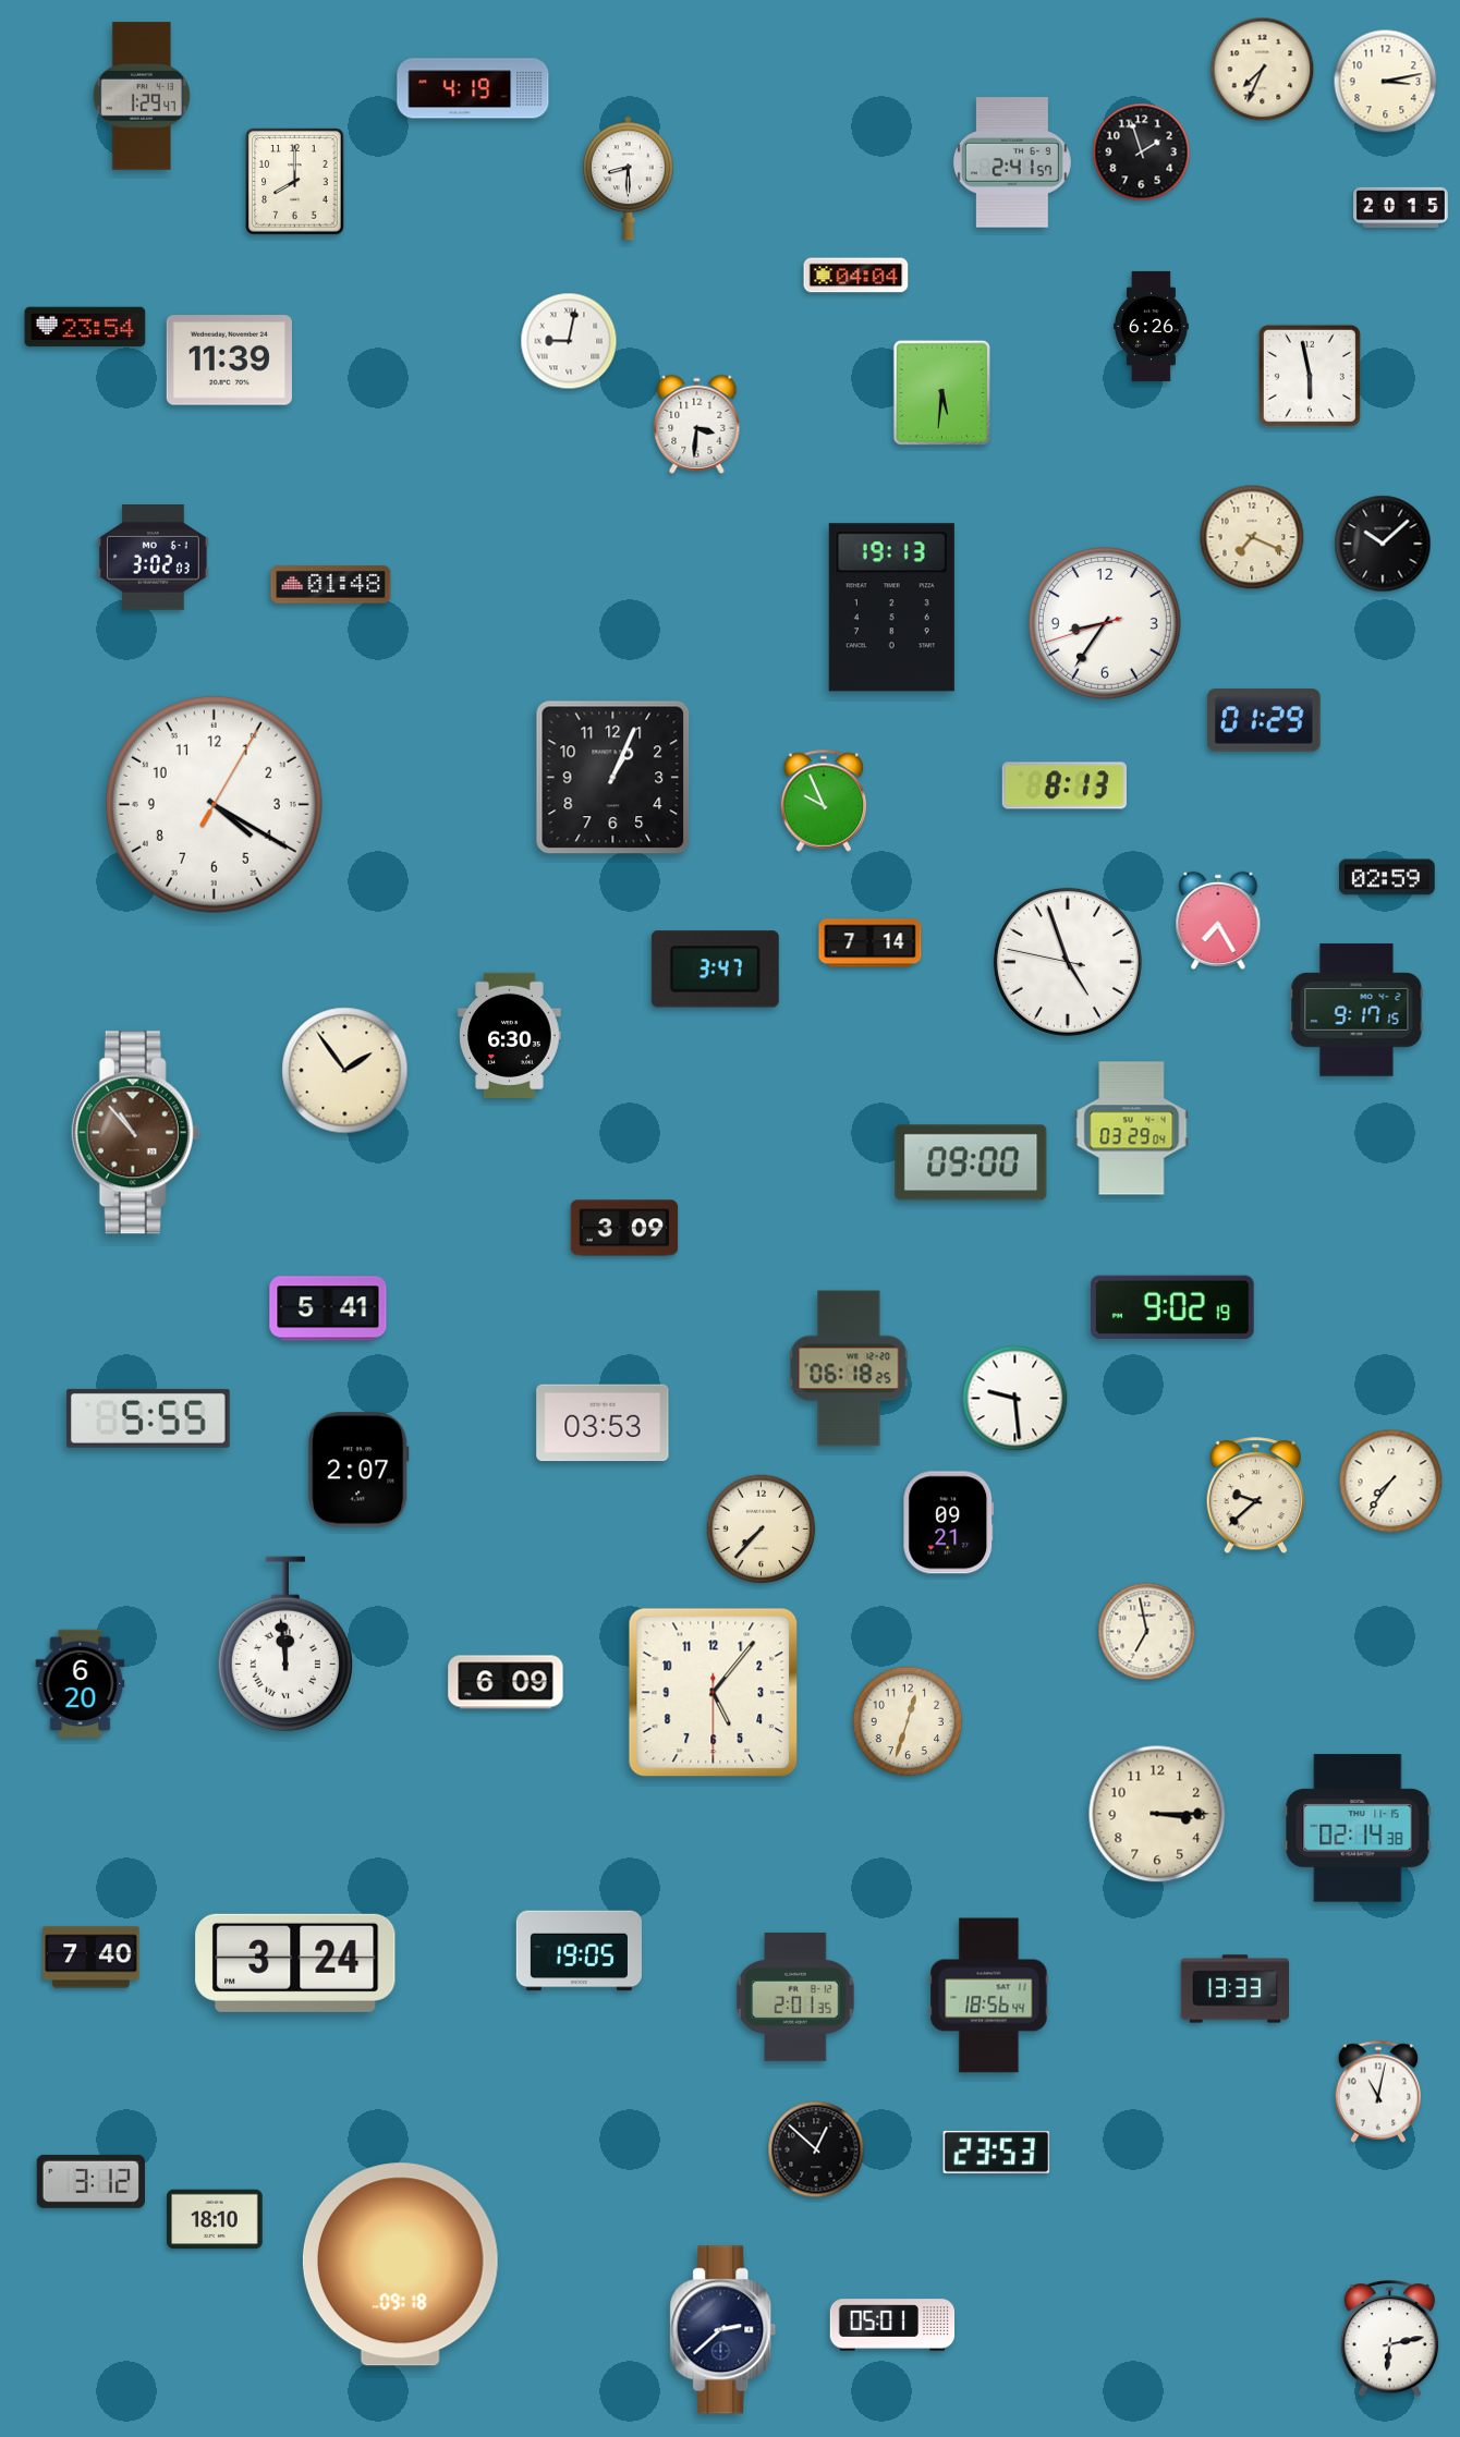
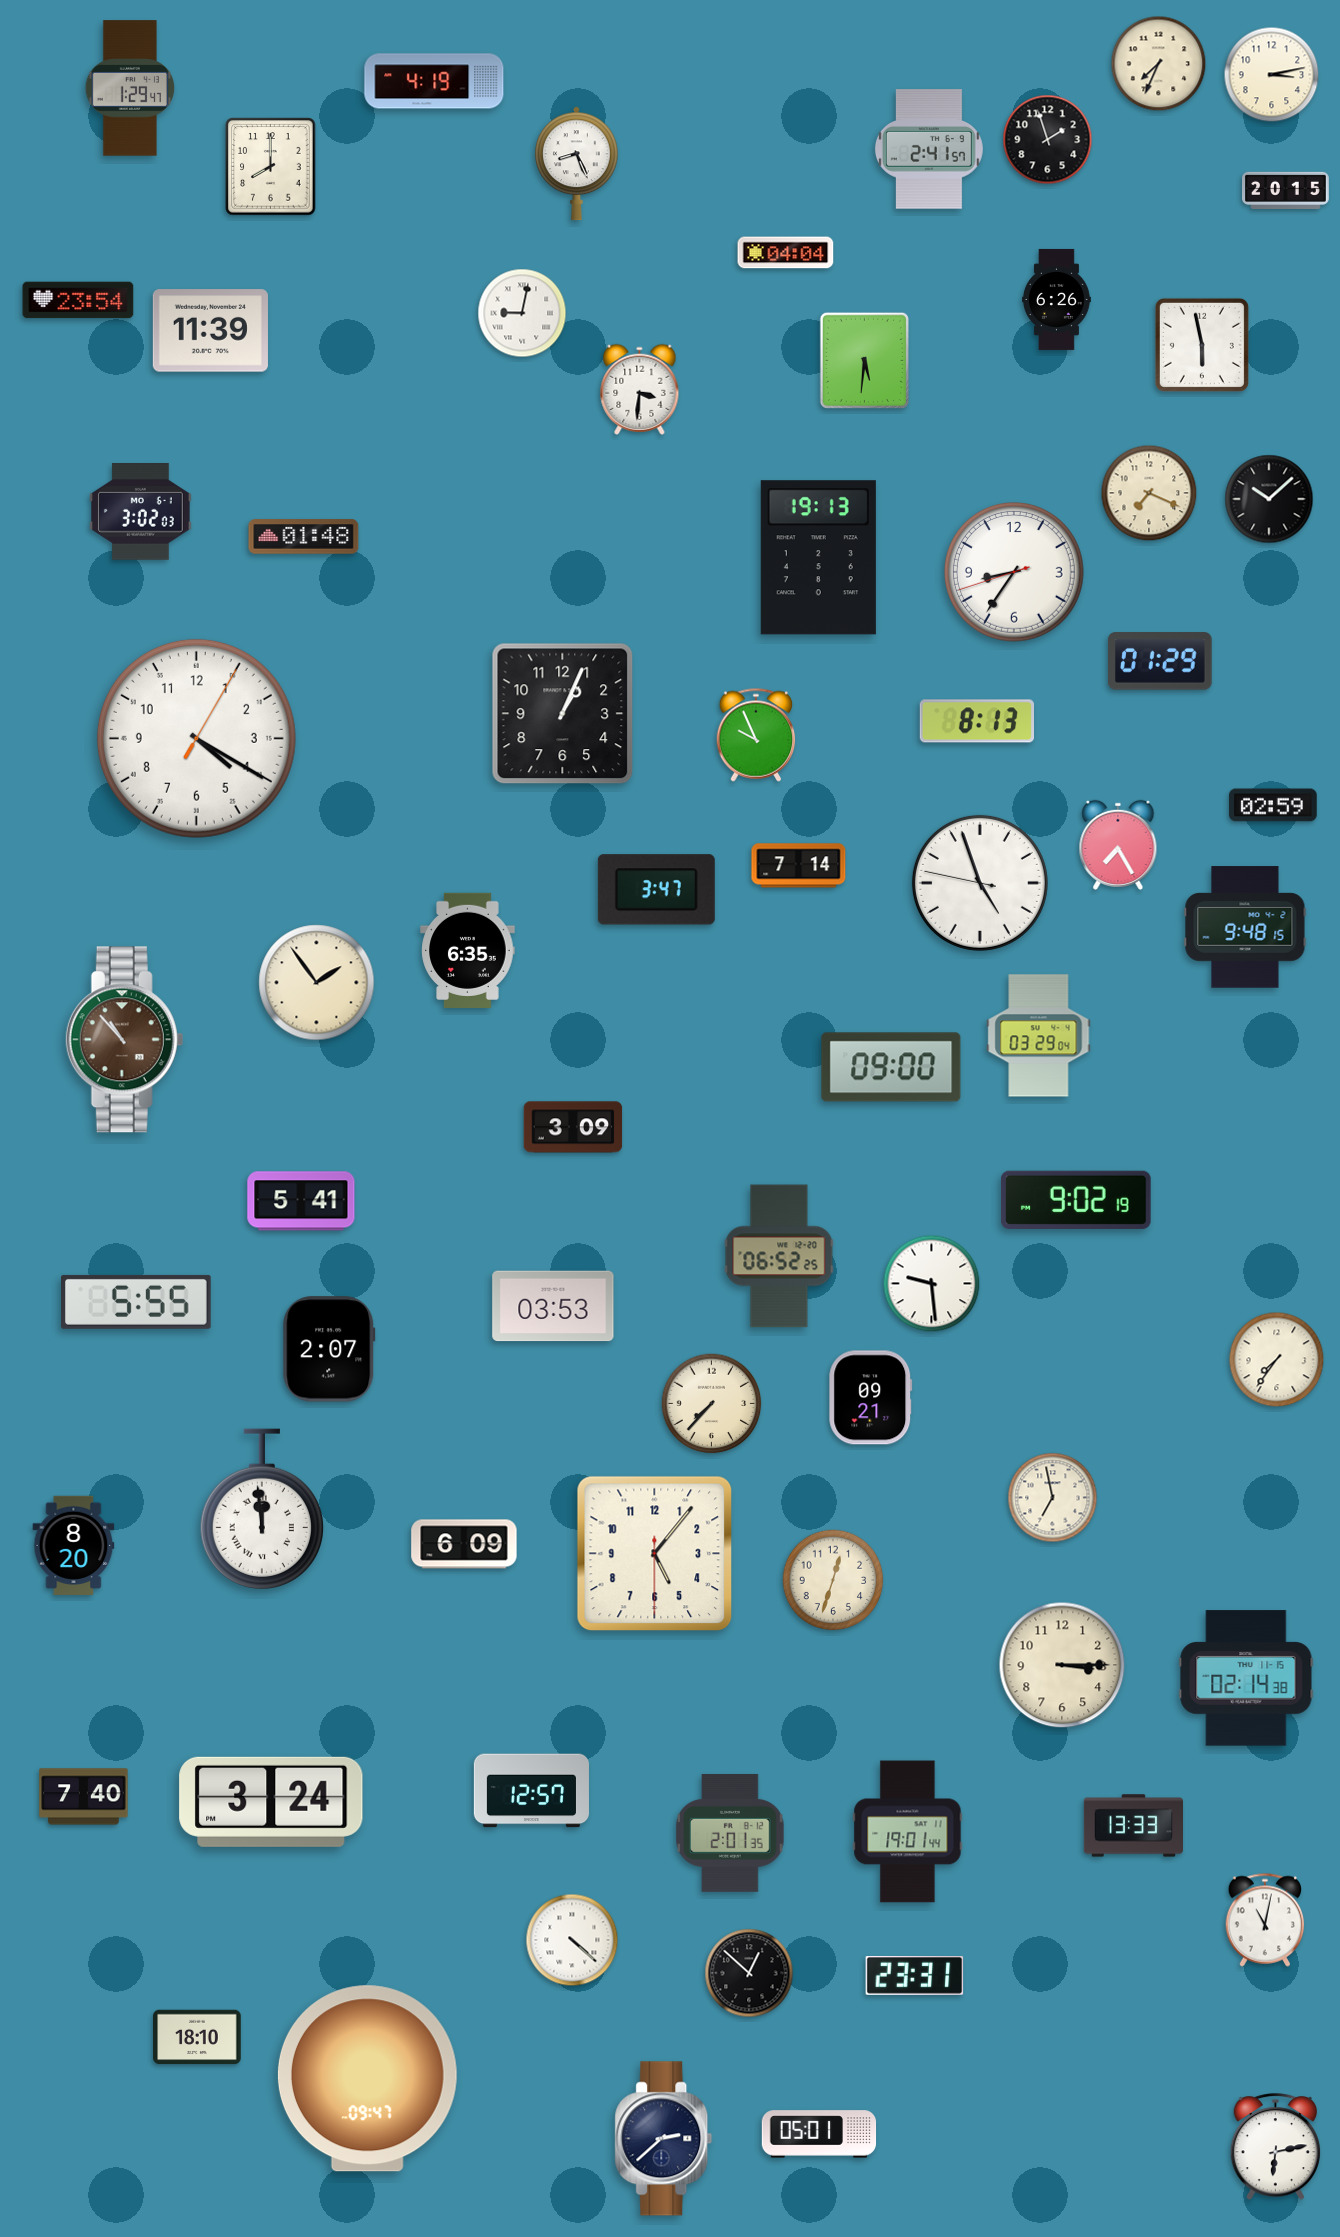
clock at (629, 179): 8:30 -> 8:26
clock at (1356, 1010): 9:17 -> 9:48
clock at (510, 1035): 6:30 -> 6:35
clock at (849, 1368): 06:18 -> 06:52
clock at (1255, 1496): 9:38 -> none
clock at (762, 1530) position: (762, 1530) -> (712, 1404)
clock at (81, 1683): 6:20 -> 8:20
clock at (579, 1951): 19:05 -> 12:57
clock at (989, 1996): 18:56 -> 19:01
clock at (572, 1940): none -> 4:22
clock at (997, 2153): 23:53 -> 23:31
clock at (90, 2181): 3:12 -> none
clock at (400, 2265): 09:18 -> 09:47
